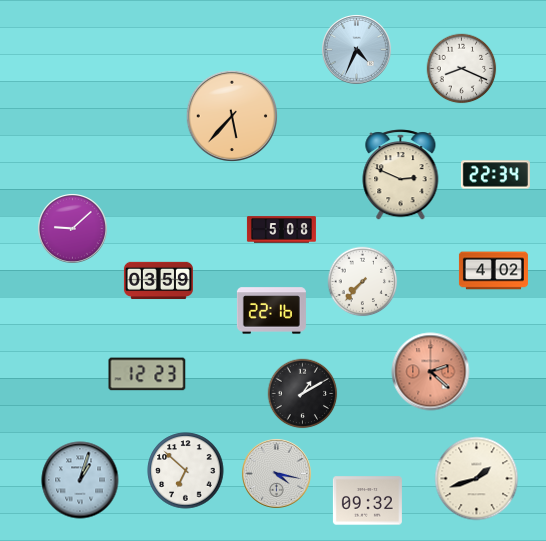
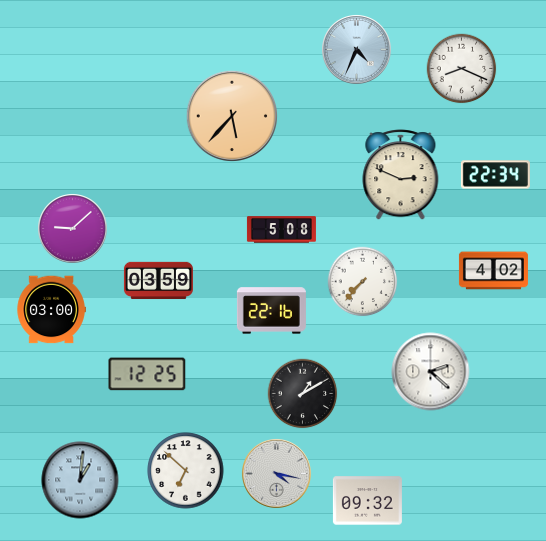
clock at (51, 310): none -> 03:00
clock at (431, 372) dial: salmon -> white
clock at (147, 374): 12:23 -> 12:25
clock at (477, 479): 1:42 -> none
clock at (80, 480): 1:03 -> 1:01
